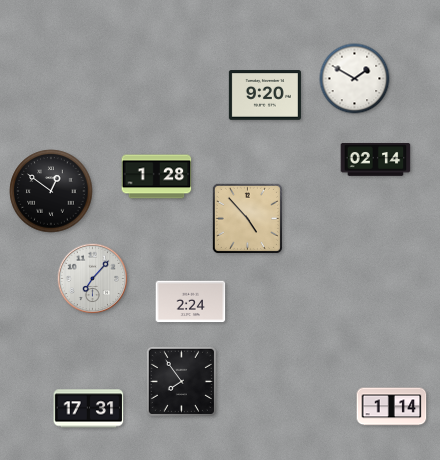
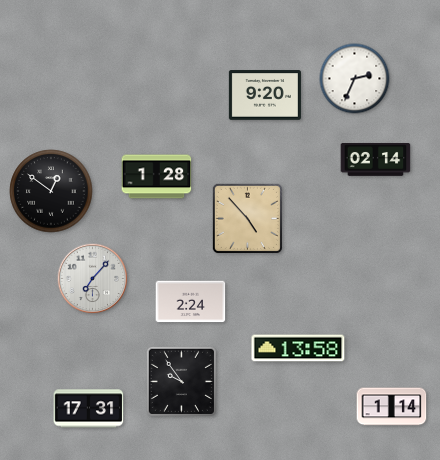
clock at (355, 79): 1:50 -> 2:34
clock at (298, 348): none -> 13:58
clock at (181, 381): 7:54 -> 9:54
